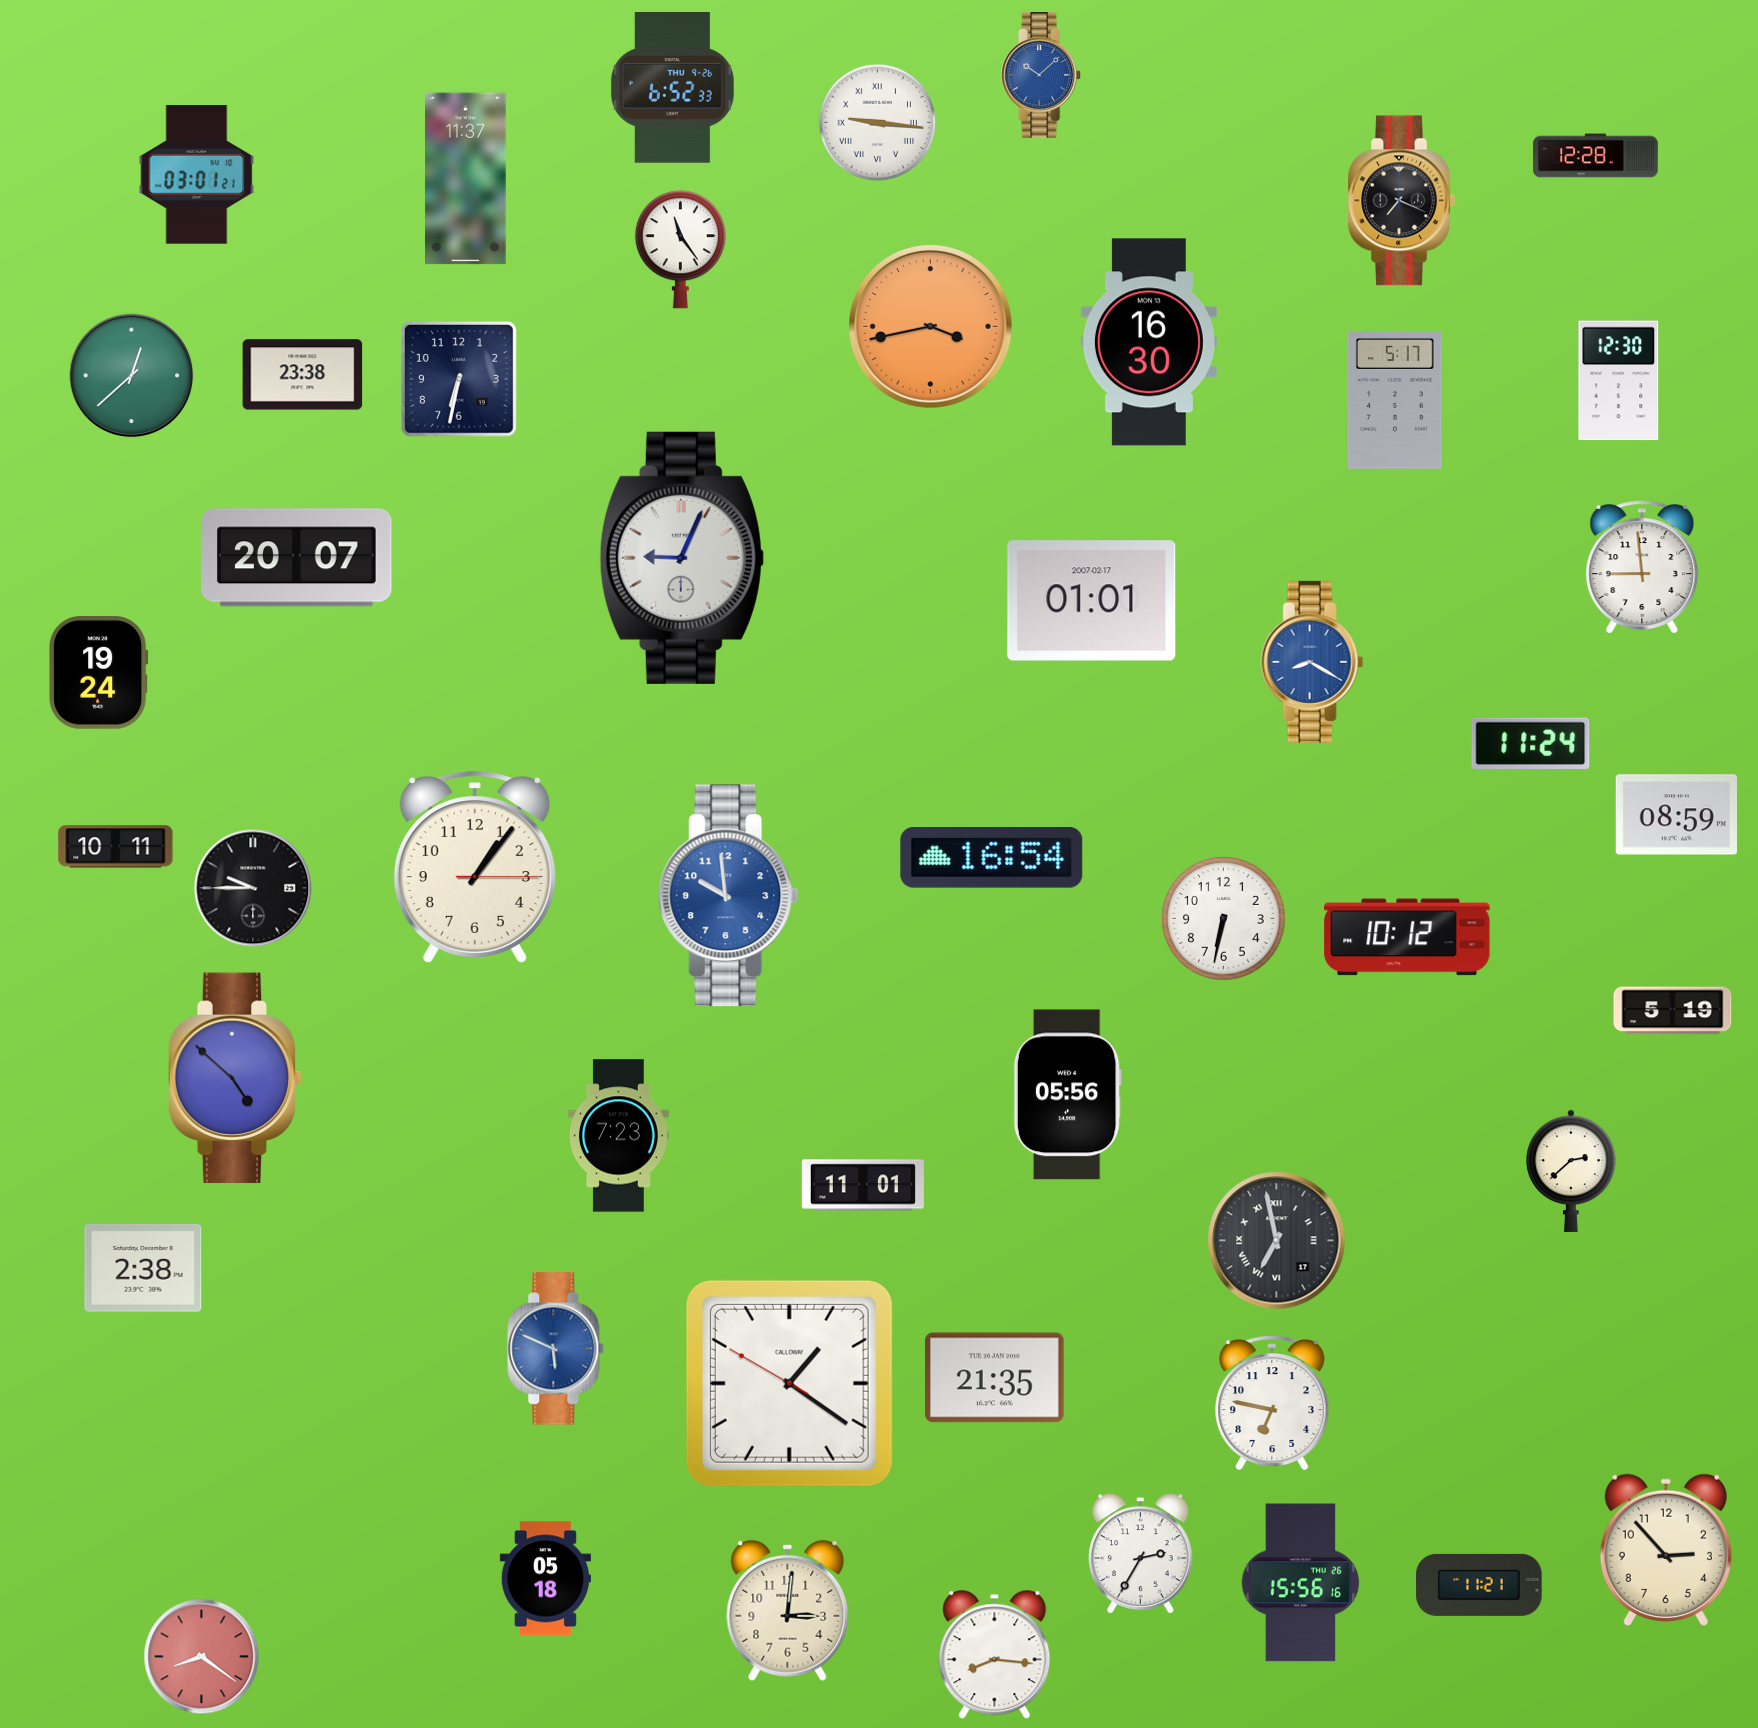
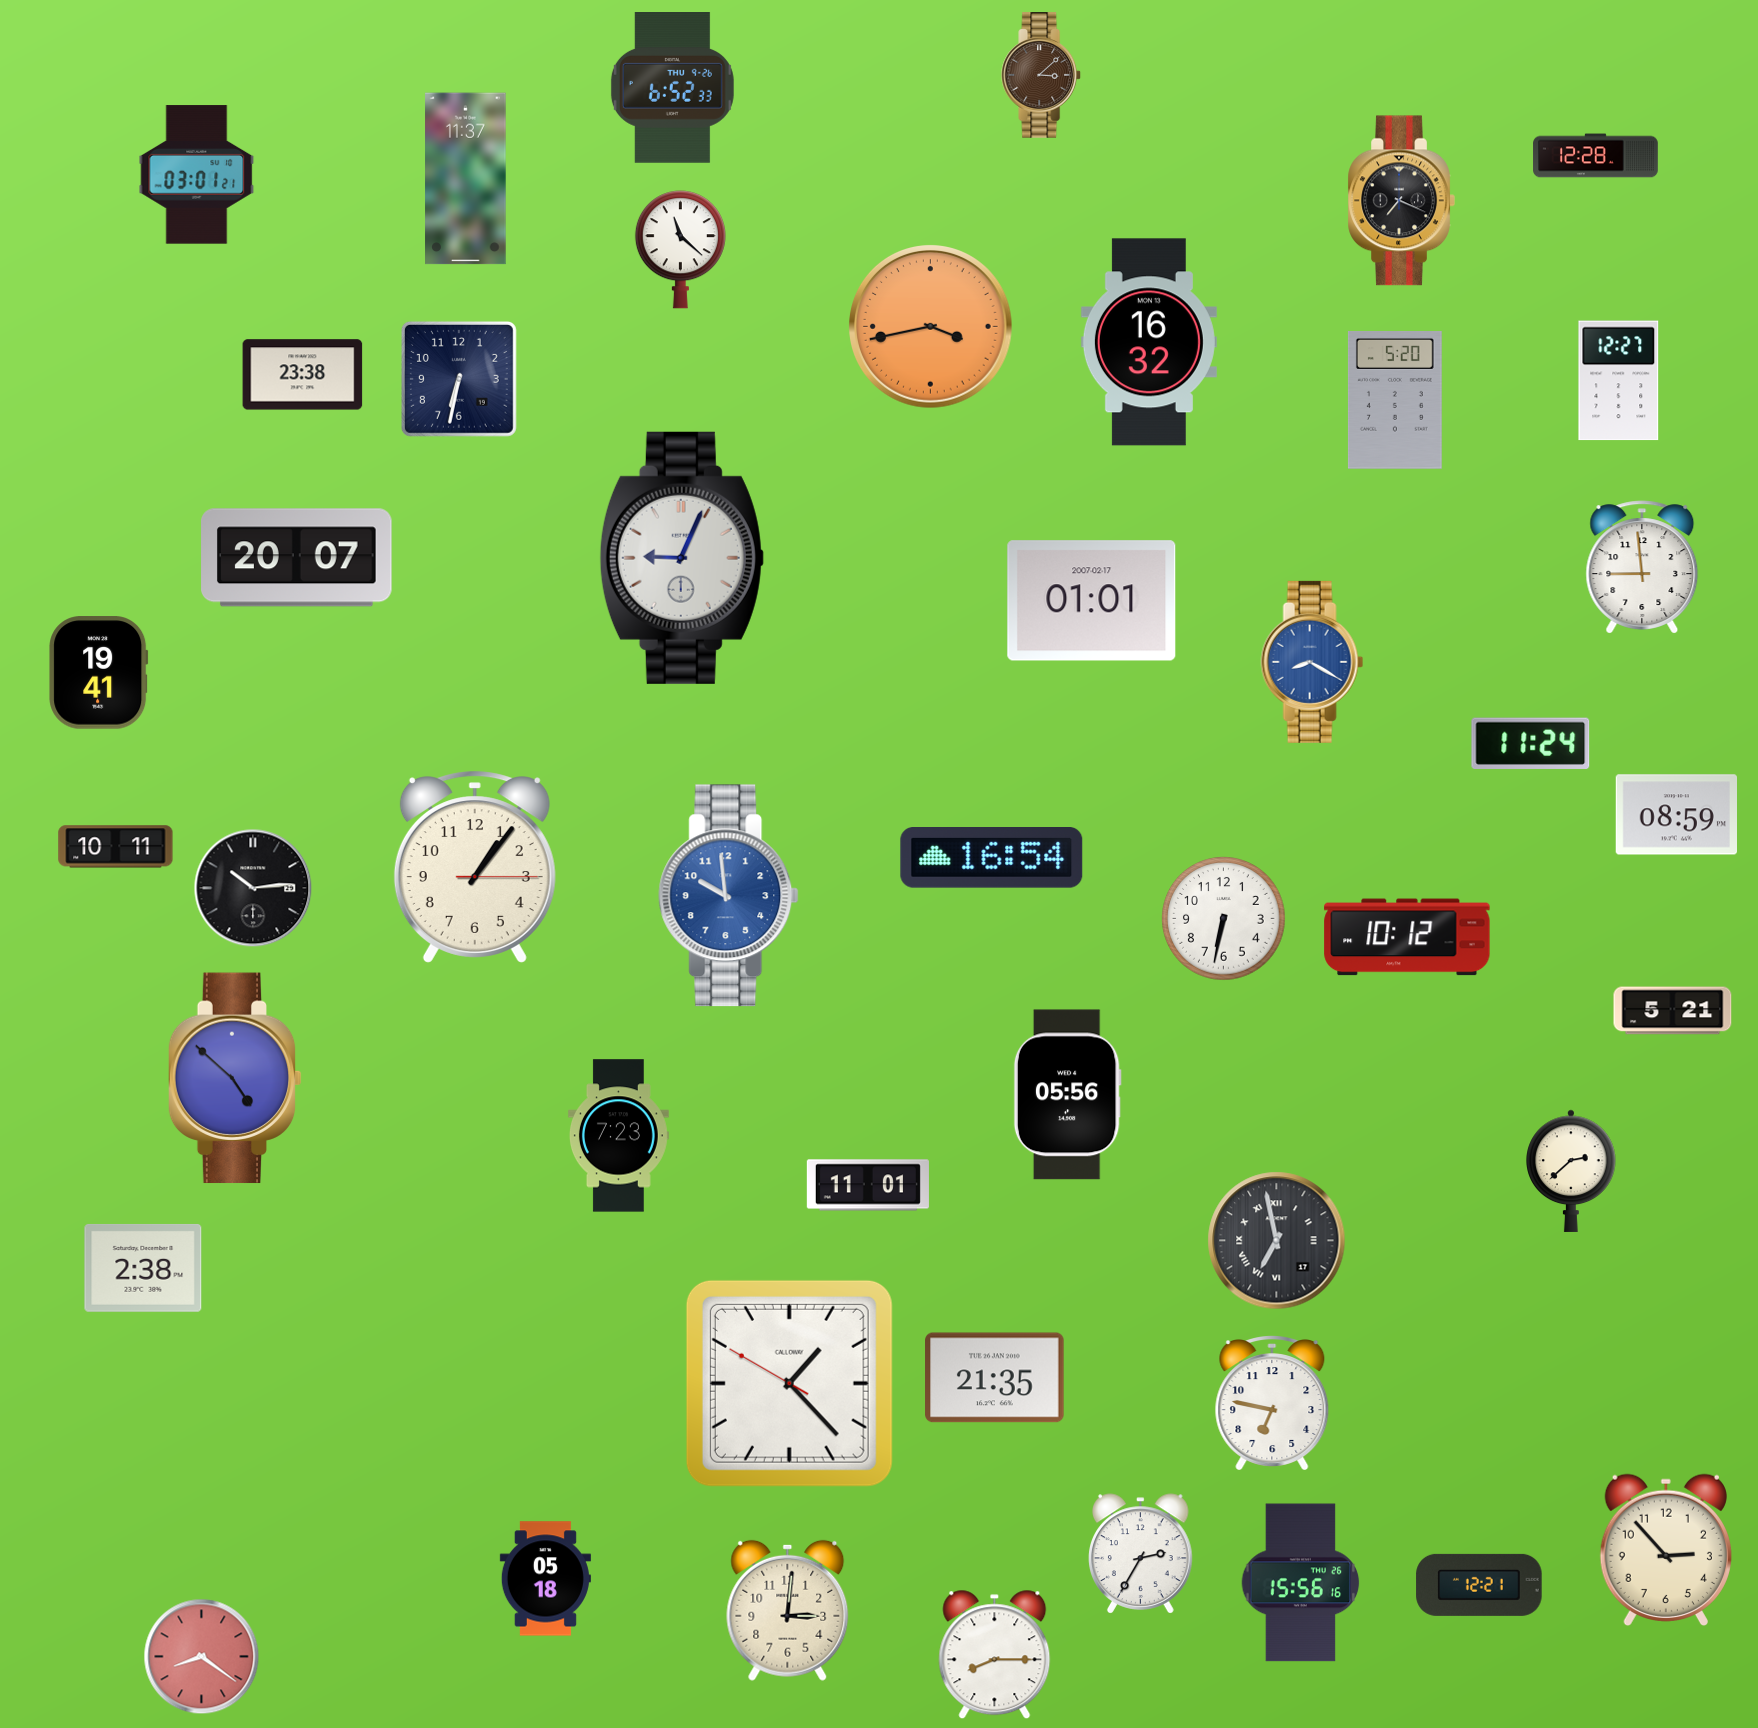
clock at (1042, 75): 10:08 -> 3:08
clock at (1042, 75) dial: blue -> brown
clock at (878, 123): 9:16 -> none
clock at (680, 250): 11:24 -> 11:22
clock at (1149, 342): 16:30 -> 16:32
clock at (132, 376): 12:38 -> none
clock at (1619, 381): 12:30 -> 12:27
clock at (1395, 401): 5:17 -> 5:20
clock at (99, 673): 19:24 -> 19:41
clock at (253, 888): 9:45 -> 10:14
clock at (1673, 1011): 5:19 -> 5:21
clock at (863, 1185) position: (863, 1185) -> (868, 1185)
clock at (556, 1349): 5:49 -> none
clock at (789, 1383): 1:20 -> 1:22
clock at (1479, 1585): 11:21 -> 12:21
clock at (995, 1655): 8:16 -> 8:15
